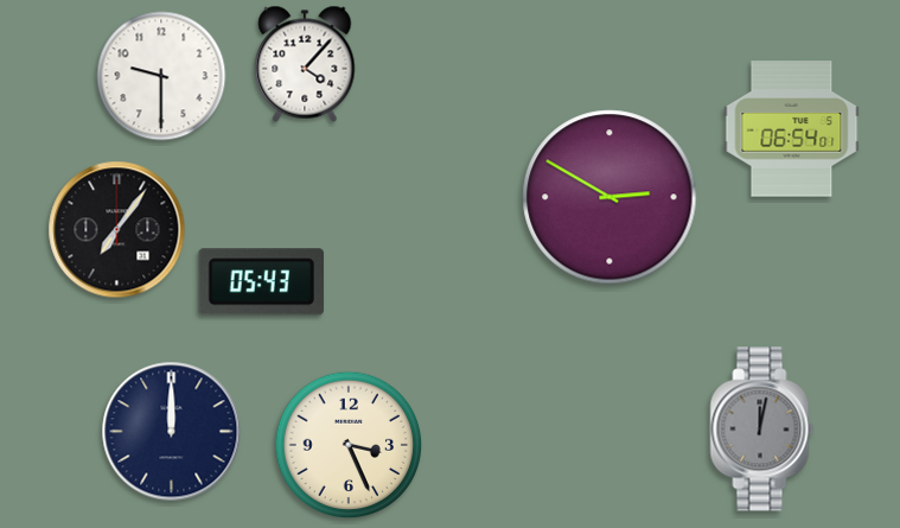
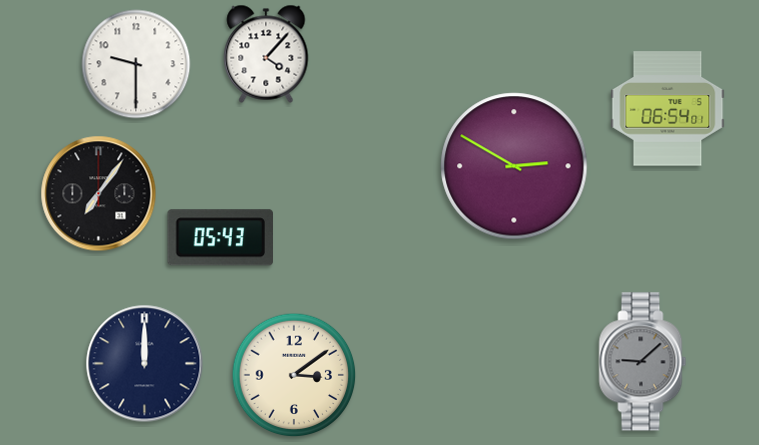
clock at (305, 64) position: (305, 64) -> (266, 54)
clock at (762, 430): 12:02 -> 9:08
clock at (349, 445): 3:26 -> 3:09
